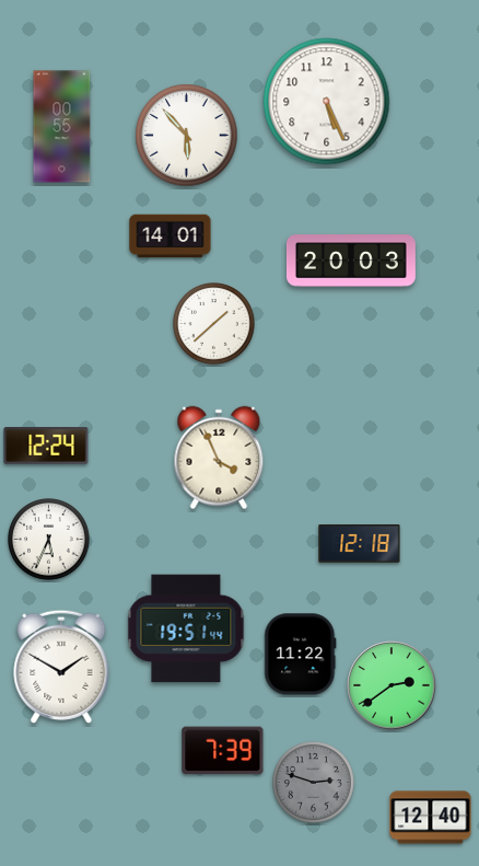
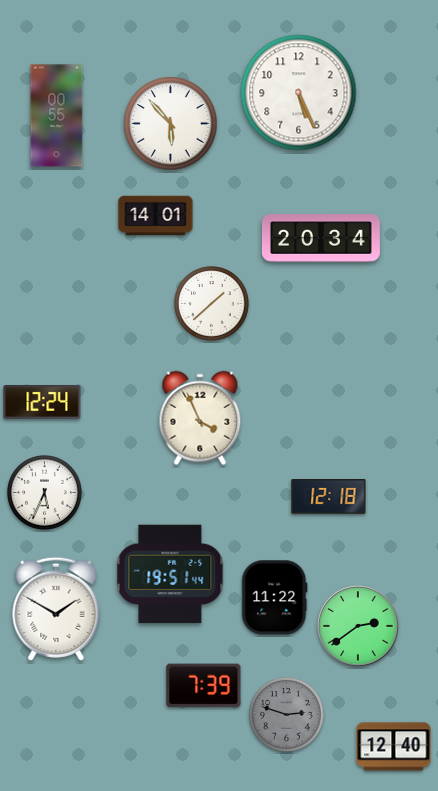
clock at (351, 261): 20:03 -> 20:34
clock at (214, 324) position: (214, 324) -> (212, 304)
clock at (46, 446) position: (46, 446) -> (42, 402)
